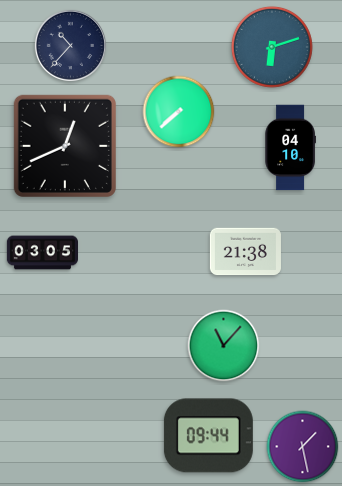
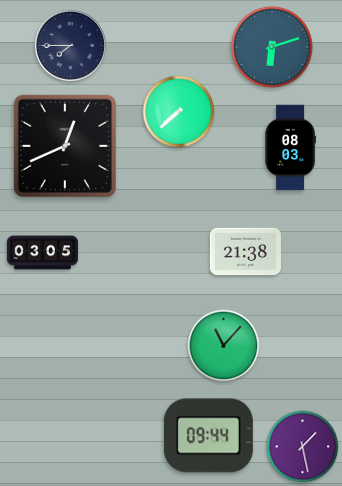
clock at (70, 45): 10:37 -> 7:45
clock at (290, 148): 04:10 -> 08:03
